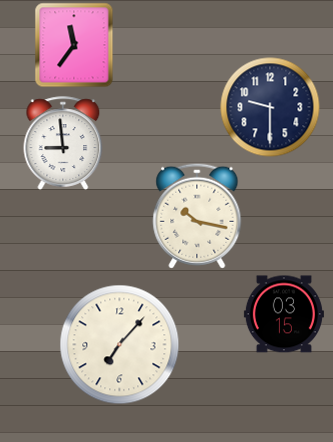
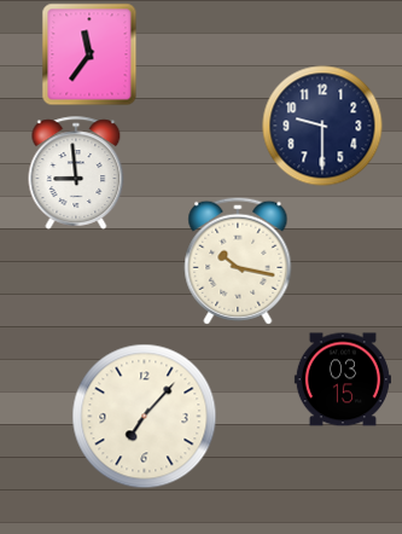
clock at (270, 107) position: (270, 107) -> (322, 126)
